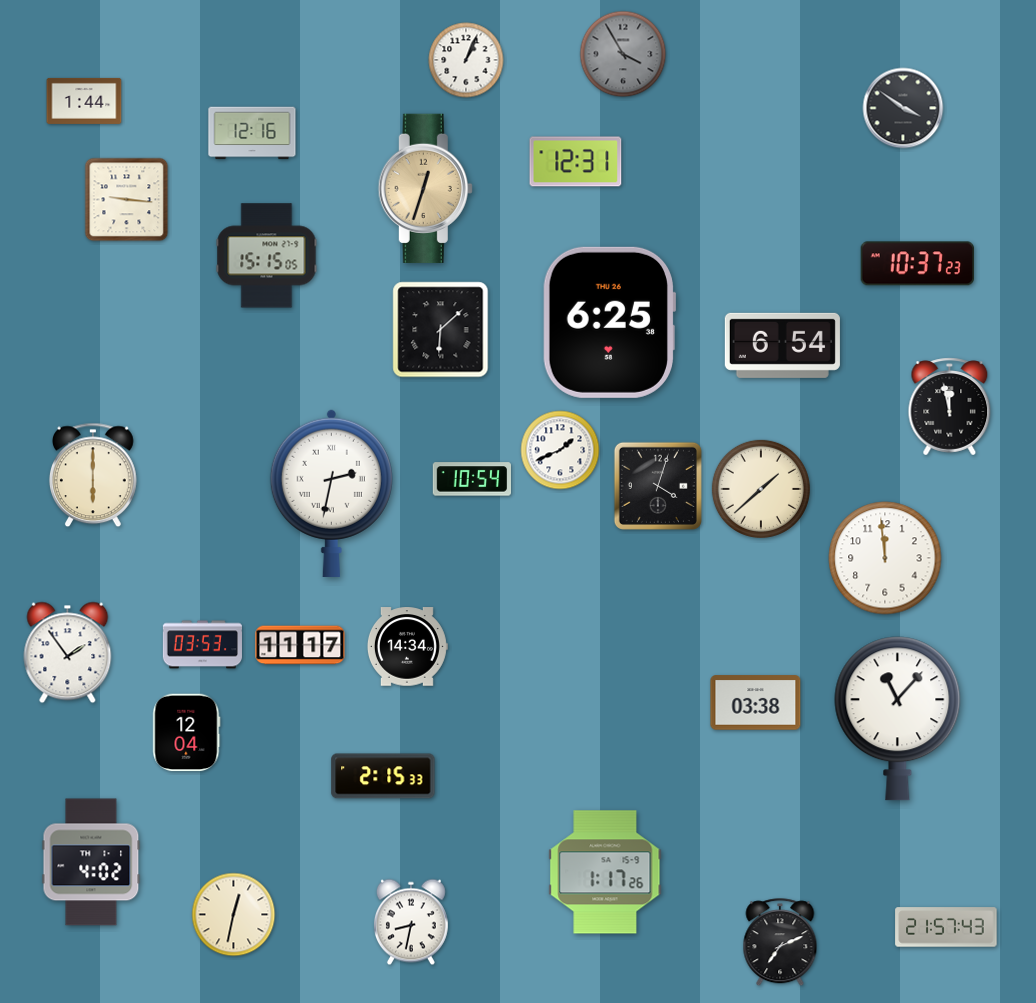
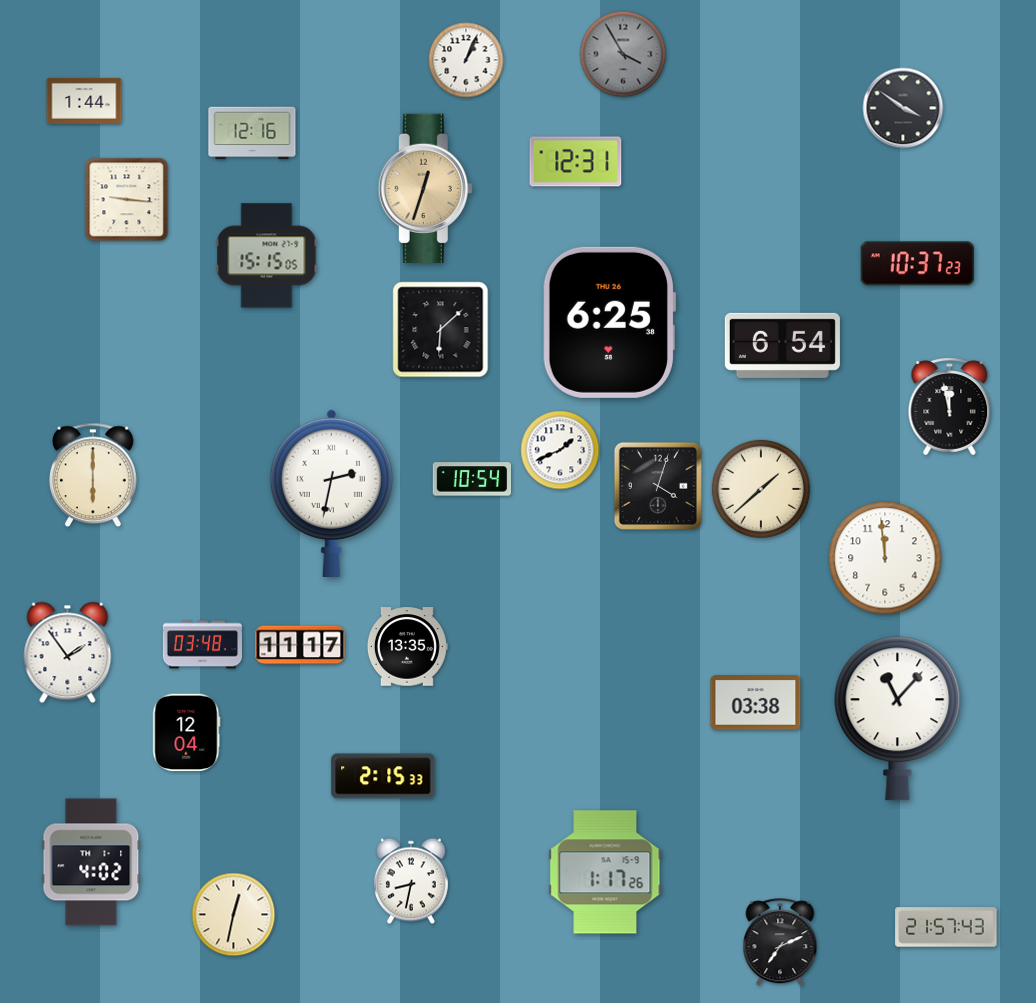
clock at (202, 645): 03:53 -> 03:48
clock at (407, 647): 14:34 -> 13:35
clock at (411, 922) position: (411, 922) -> (411, 881)
